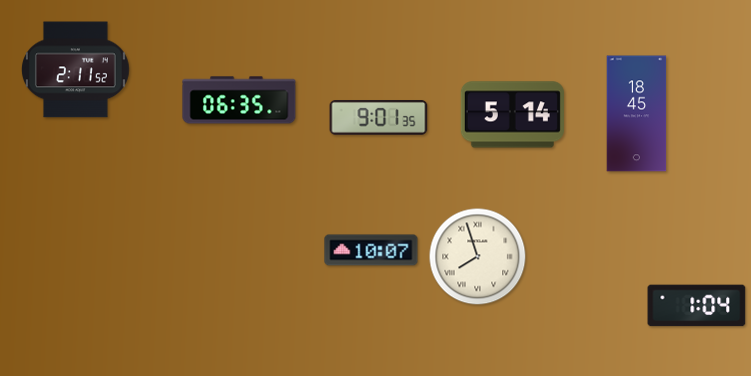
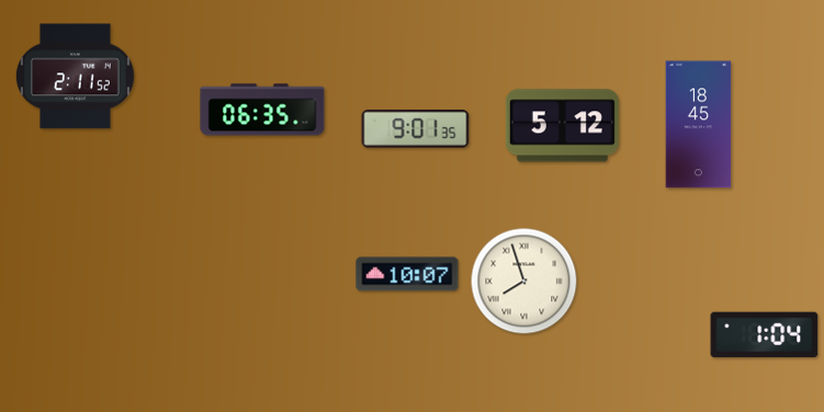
clock at (76, 70) position: (76, 70) -> (76, 77)
clock at (512, 115): 5:14 -> 5:12
